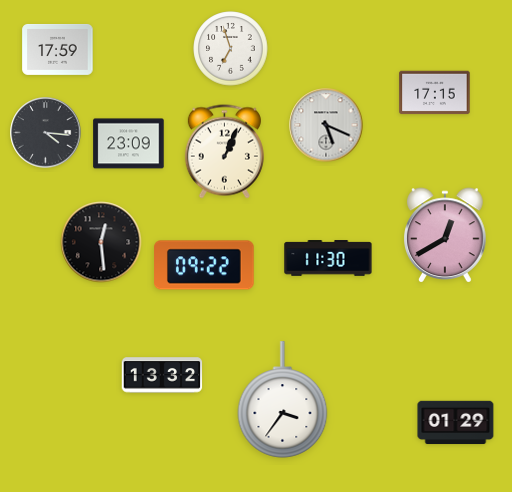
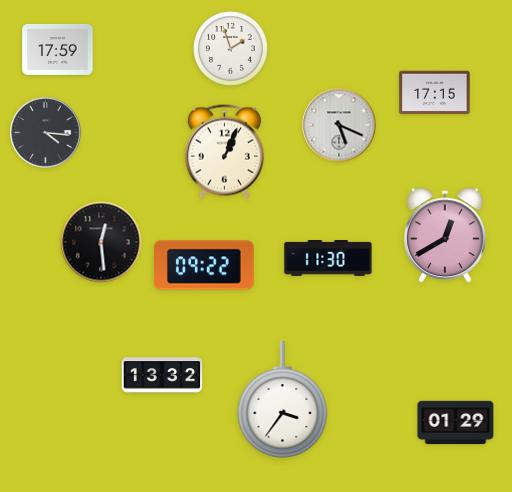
clock at (231, 49): 6:57 -> 1:57
clock at (326, 125) position: (326, 125) -> (339, 125)
clock at (129, 144): 23:09 -> none
